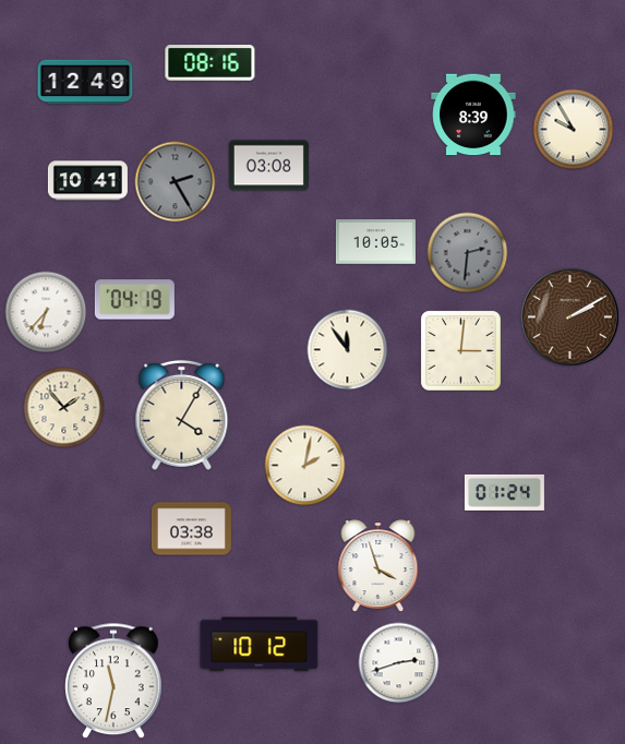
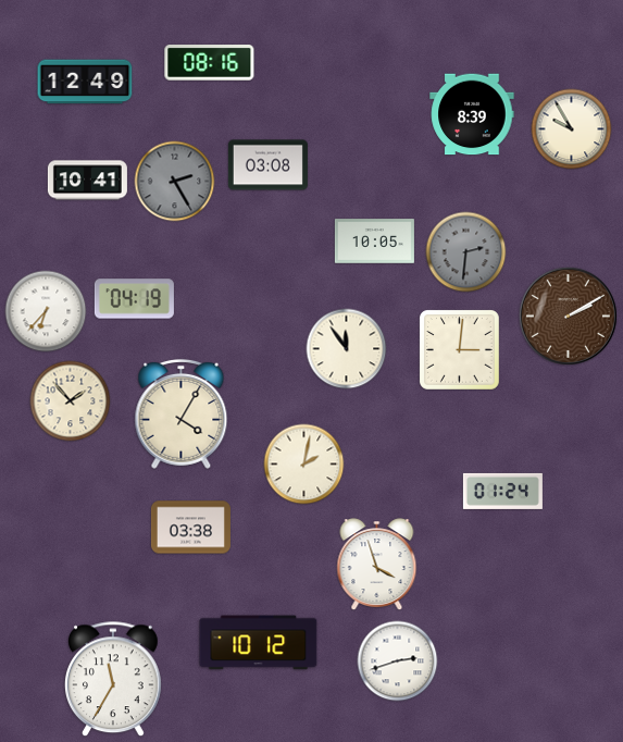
clock at (64, 408) position: (64, 408) -> (71, 401)
clock at (113, 682): 11:32 -> 11:35
